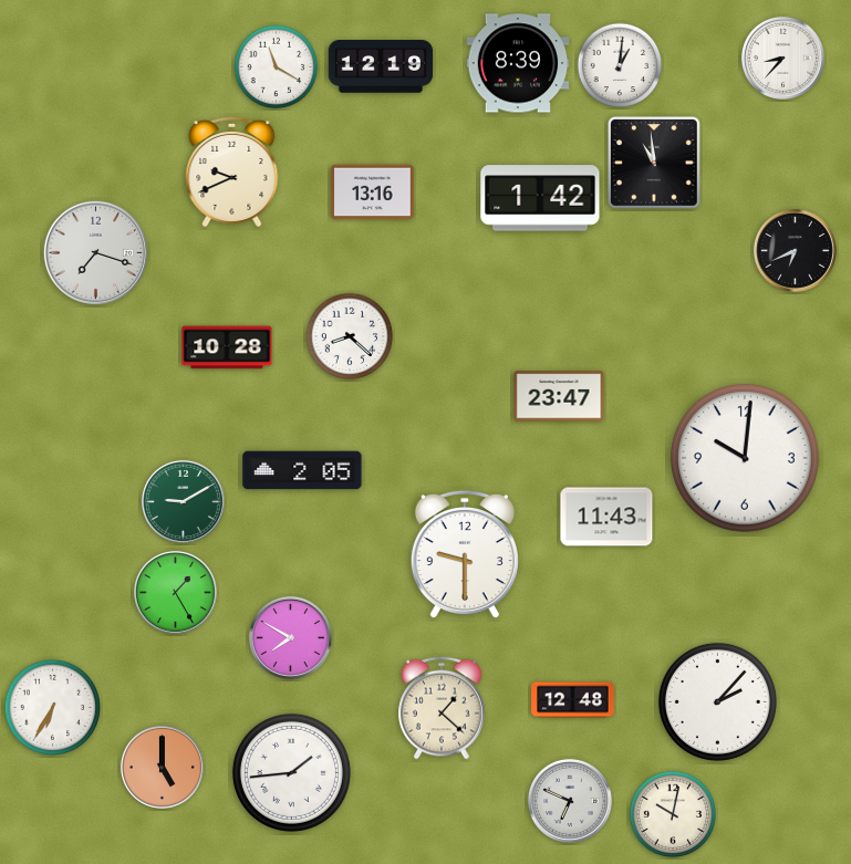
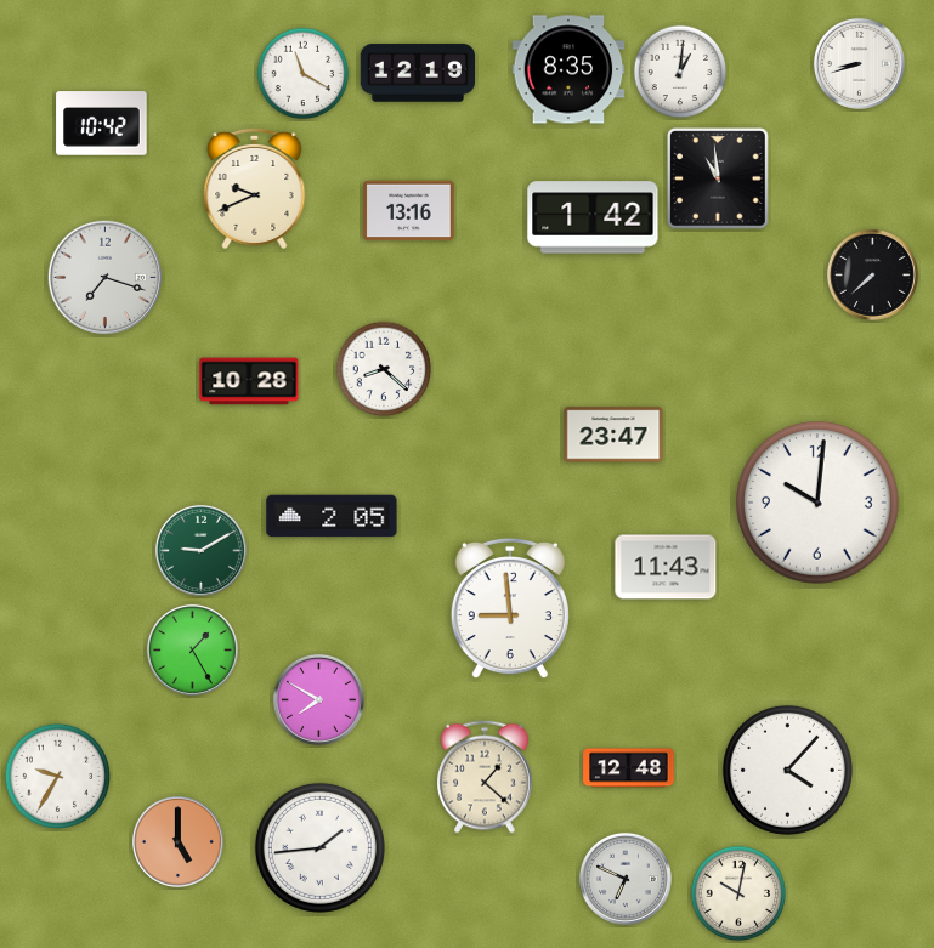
clock at (782, 58): 8:37 -> 8:42
clock at (518, 63): 8:39 -> 8:35
clock at (102, 124): none -> 10:42
clock at (795, 250): 6:41 -> 7:38
clock at (465, 554): 9:30 -> 8:59
clock at (717, 701): 2:07 -> 4:07
clock at (52, 707): 6:35 -> 9:35
